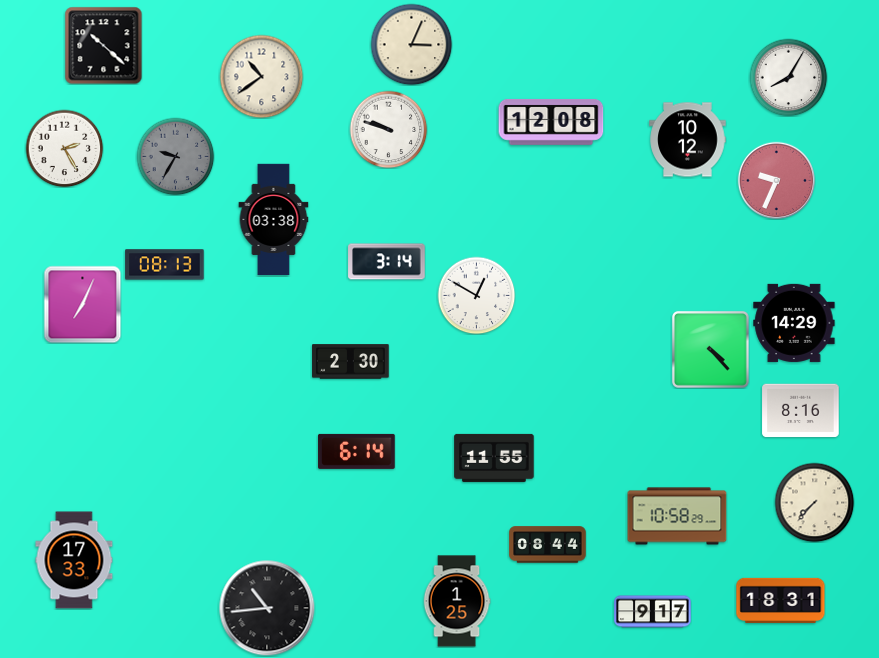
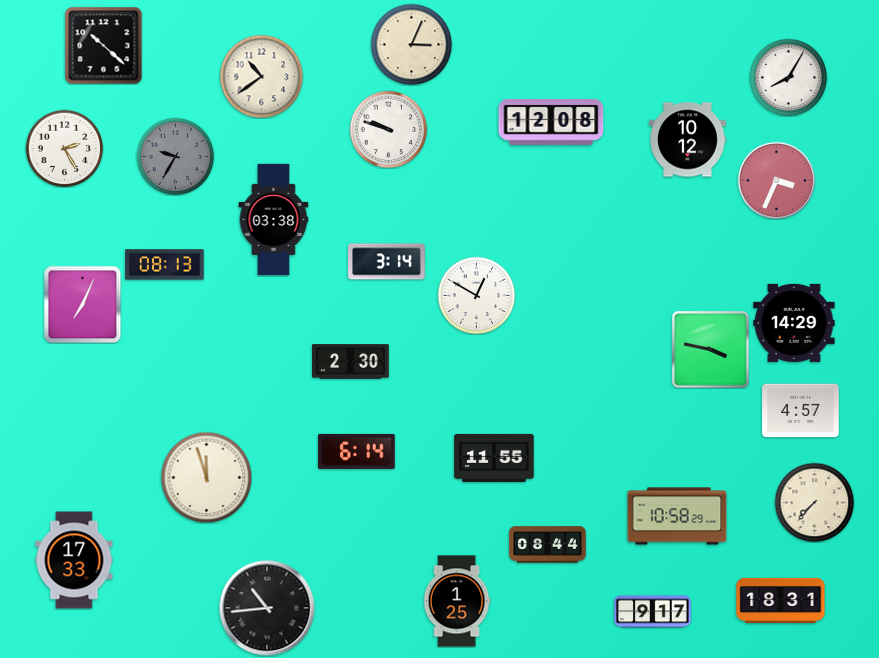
clock at (776, 180): 9:34 -> 3:34
clock at (710, 349): 4:23 -> 3:47
clock at (801, 411): 8:16 -> 4:57
clock at (206, 477): none -> 11:57
